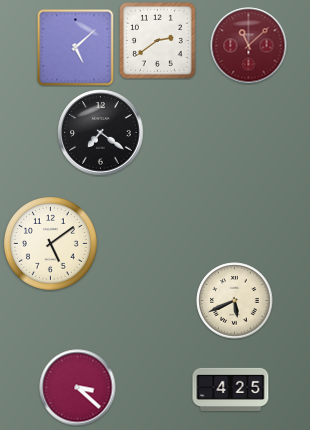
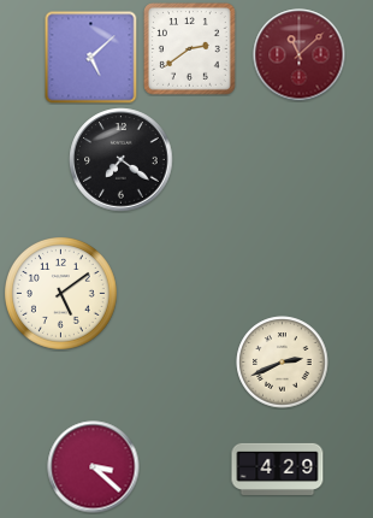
clock at (235, 301): 5:41 -> 2:41
clock at (231, 389): 4:25 -> 4:29
